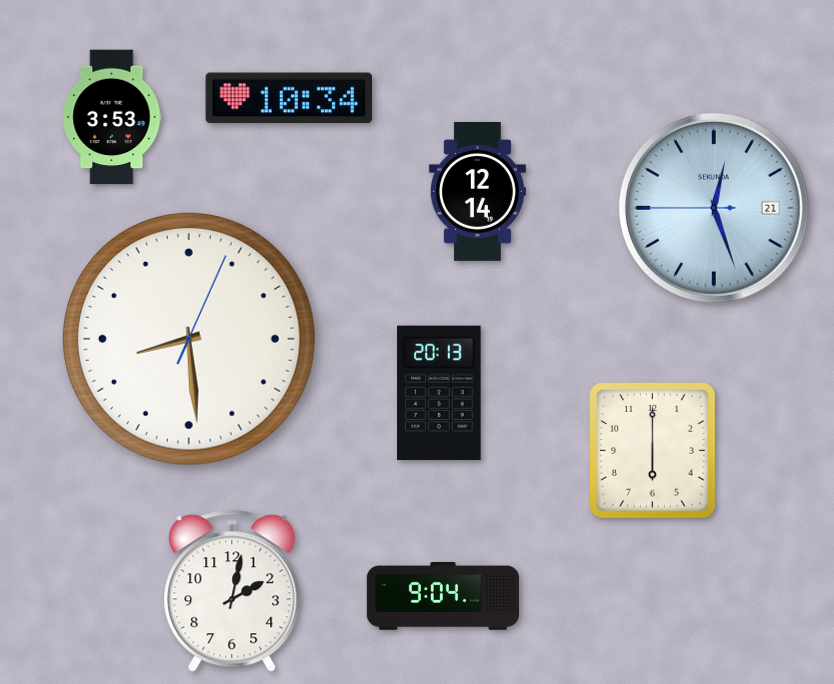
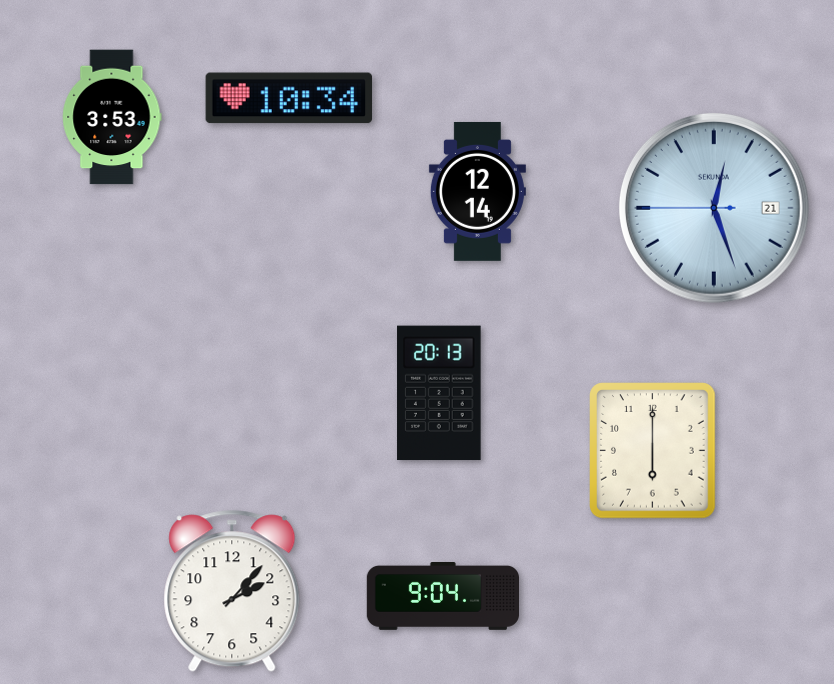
clock at (189, 339): 8:29 -> none
clock at (232, 591): 2:02 -> 2:07
